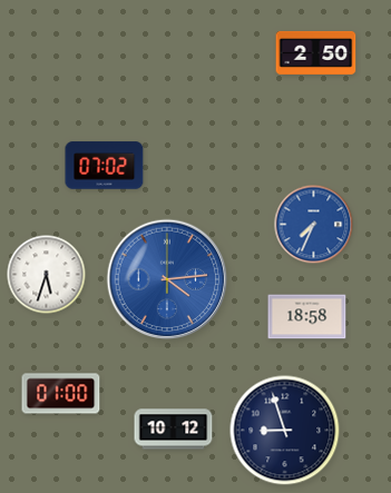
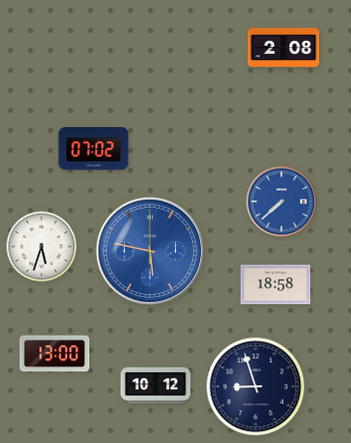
clock at (316, 52): 2:50 -> 2:08
clock at (314, 225): 7:34 -> 7:38
clock at (167, 279): 4:14 -> 5:47
clock at (61, 394): 01:00 -> 13:00
